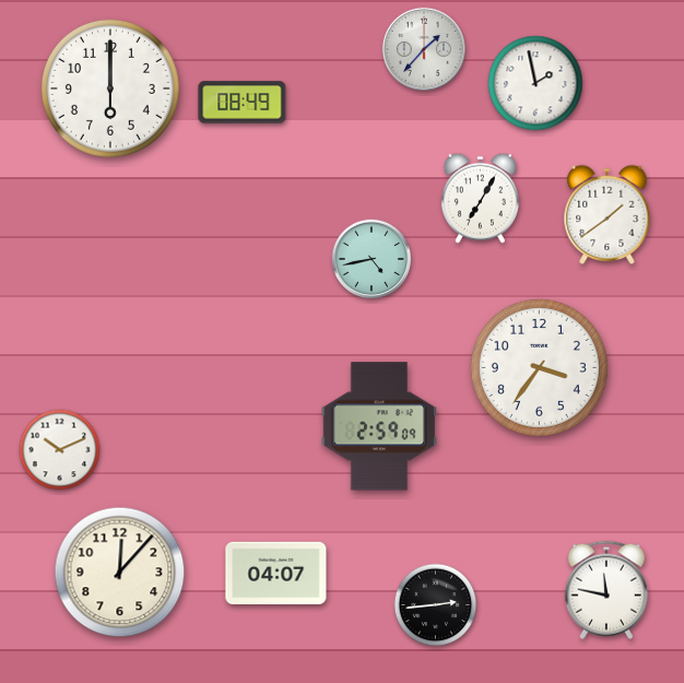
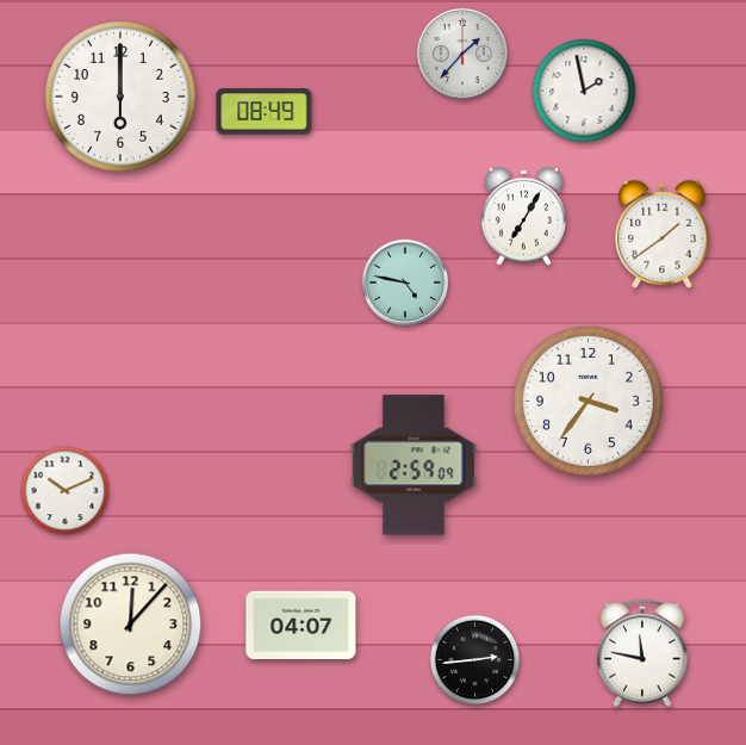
clock at (372, 259): 4:43 -> 4:47
clock at (606, 590) position: (606, 590) -> (642, 653)
